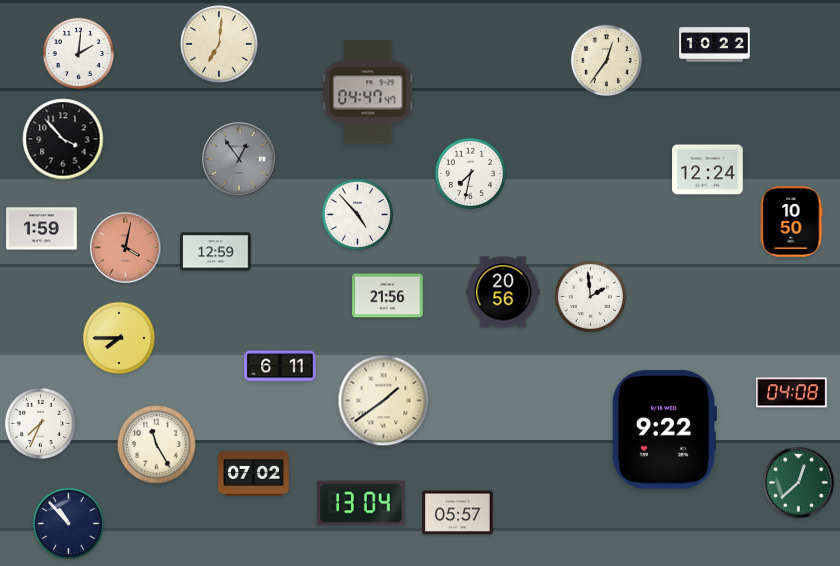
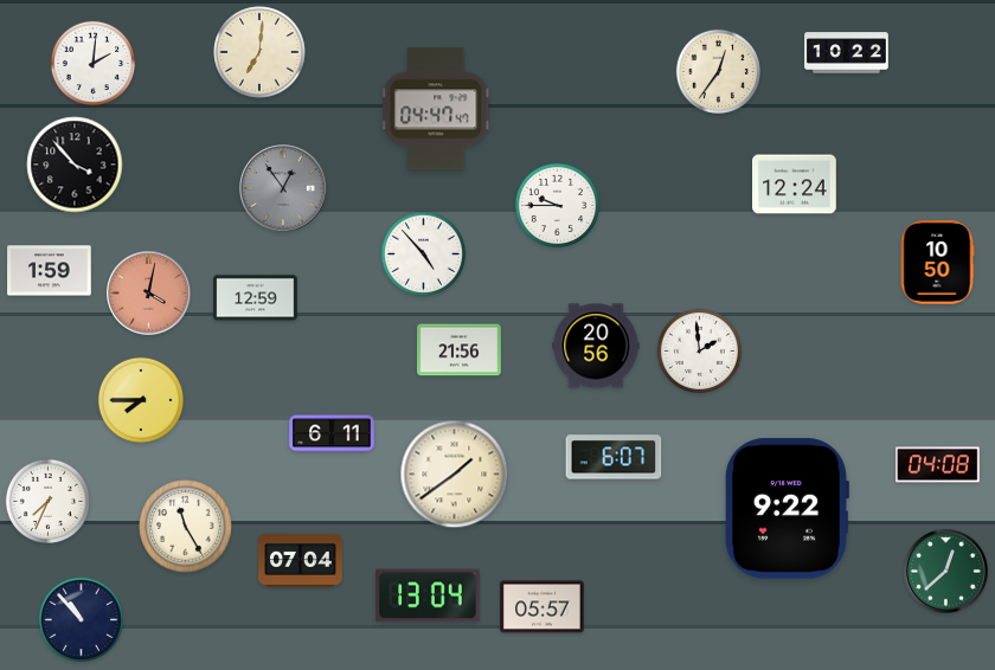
clock at (708, 170) position: (708, 170) -> (795, 185)
clock at (470, 173): 7:32 -> 9:45
clock at (614, 457): none -> 6:07
clock at (254, 473): 07:02 -> 07:04
